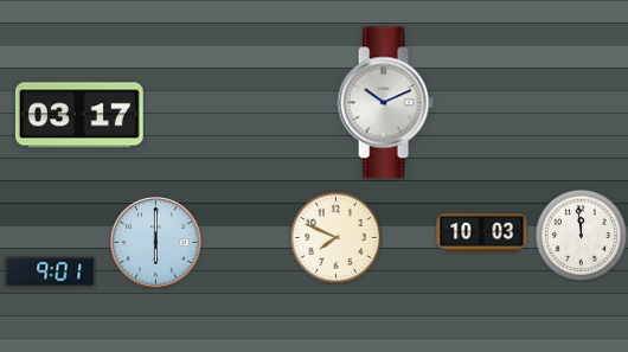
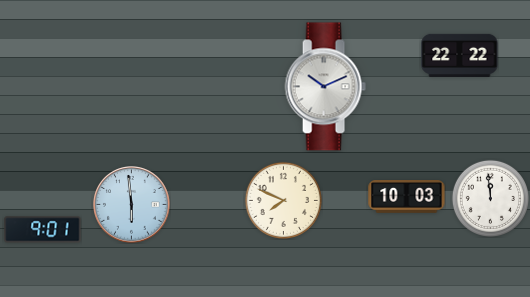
clock at (460, 55): none -> 22:22
clock at (79, 115): 03:17 -> none
clock at (156, 243): 6:00 -> 5:59
